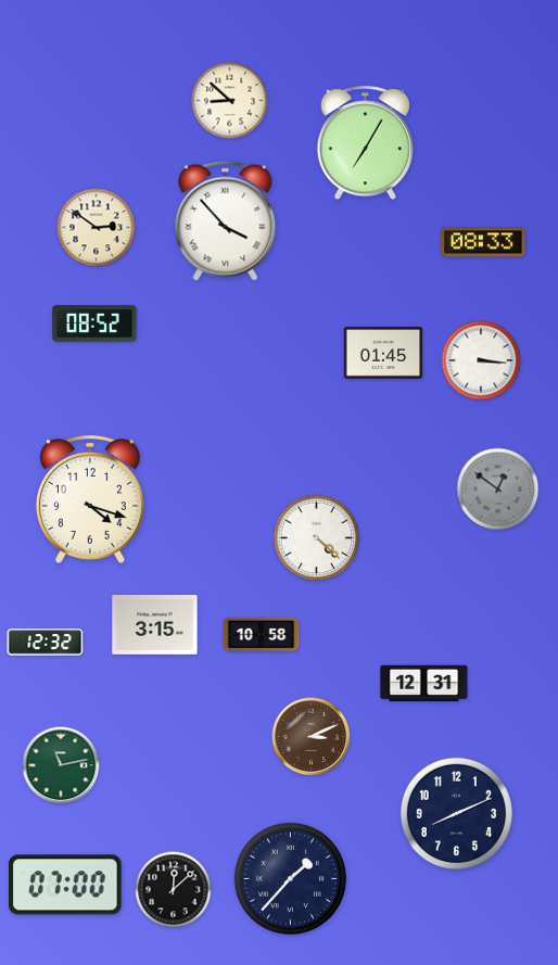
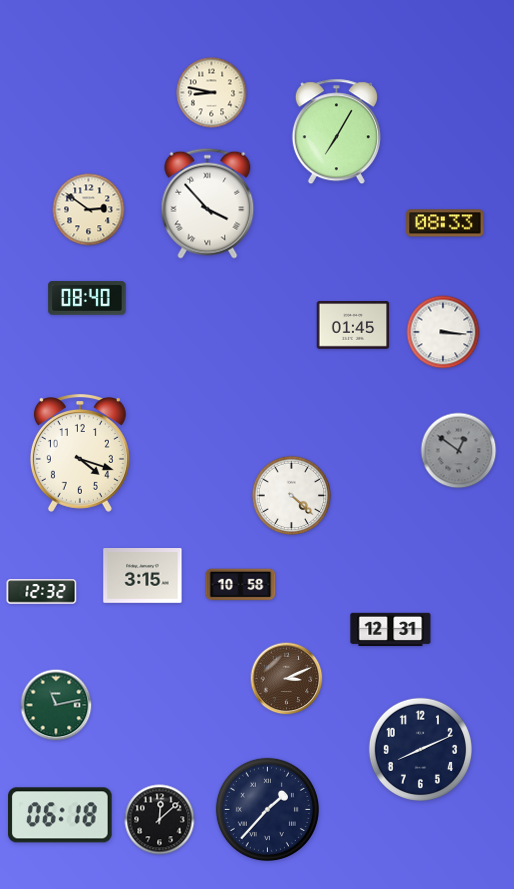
clock at (230, 101): 8:52 -> 8:47
clock at (94, 323): 08:52 -> 08:40
clock at (90, 499) position: (90, 499) -> (80, 453)
clock at (66, 885): 07:00 -> 06:18
